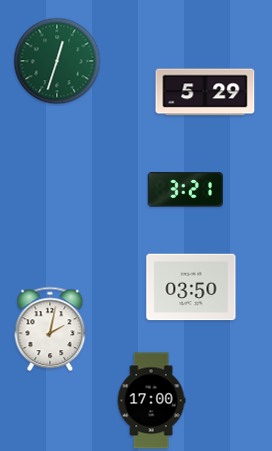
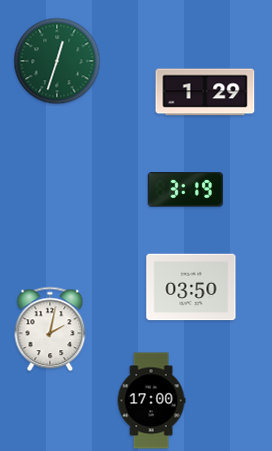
clock at (205, 92): 5:29 -> 1:29
clock at (185, 190): 3:21 -> 3:19
